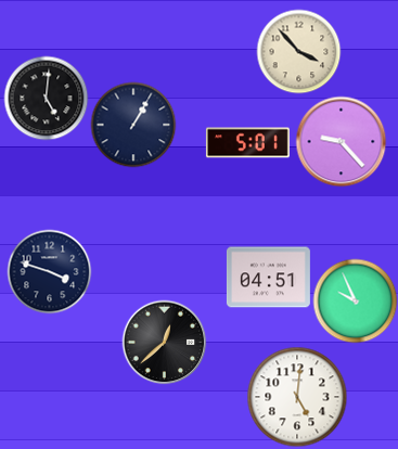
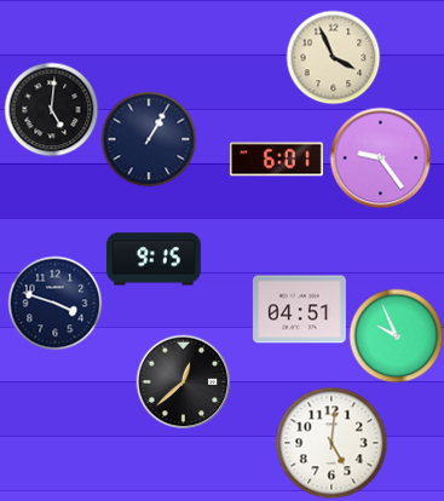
clock at (298, 51): 3:53 -> 3:56
clock at (341, 141): 9:23 -> 9:24
clock at (247, 143): 5:01 -> 6:01
clock at (154, 259): none -> 9:15
